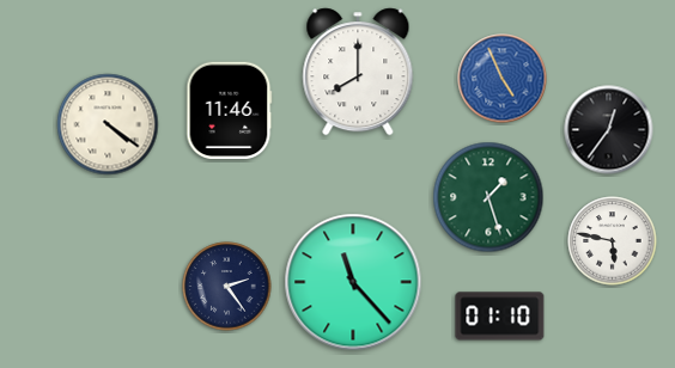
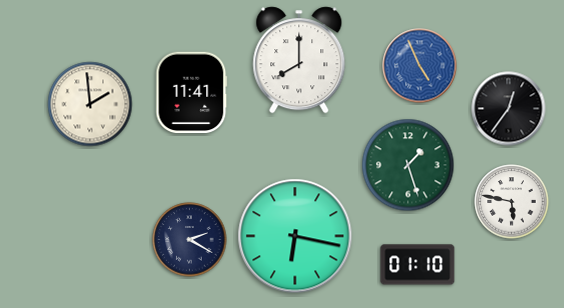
clock at (230, 111): 11:46 -> 11:41
clock at (108, 124): 4:21 -> 1:59
clock at (353, 282): 11:23 -> 6:17
clock at (227, 287): 2:24 -> 2:20
